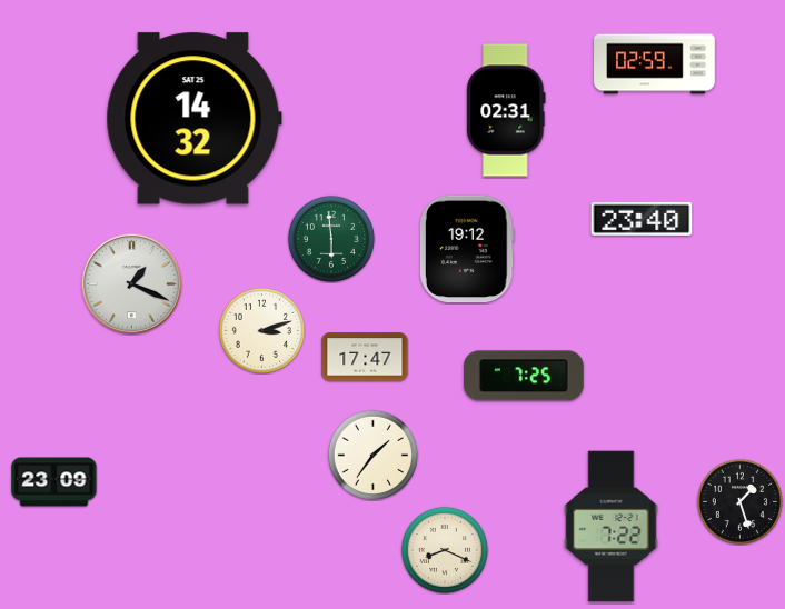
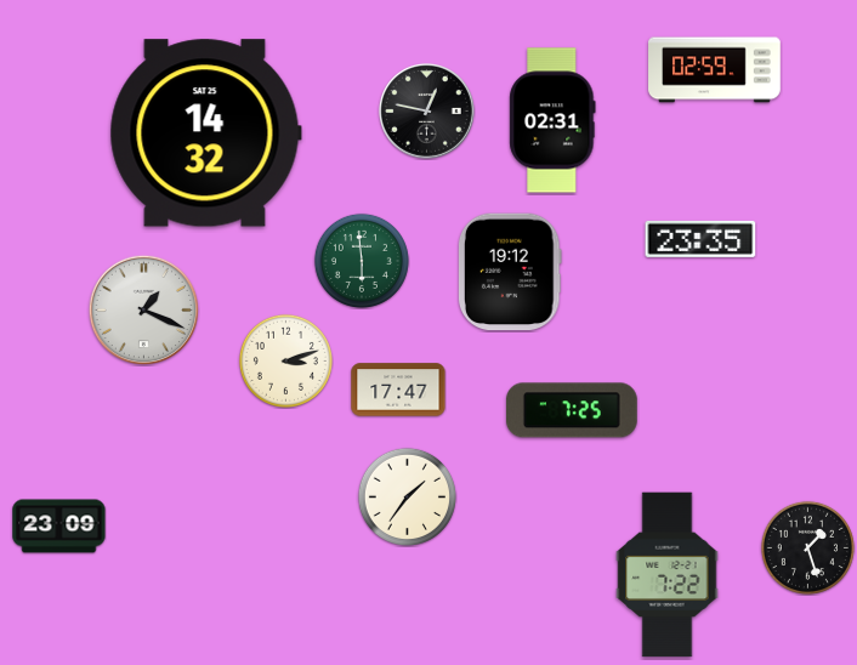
clock at (427, 112): none -> 12:47
clock at (193, 119) position: (193, 119) -> (205, 133)
clock at (642, 219): 23:40 -> 23:35
clock at (445, 550): 8:19 -> none
